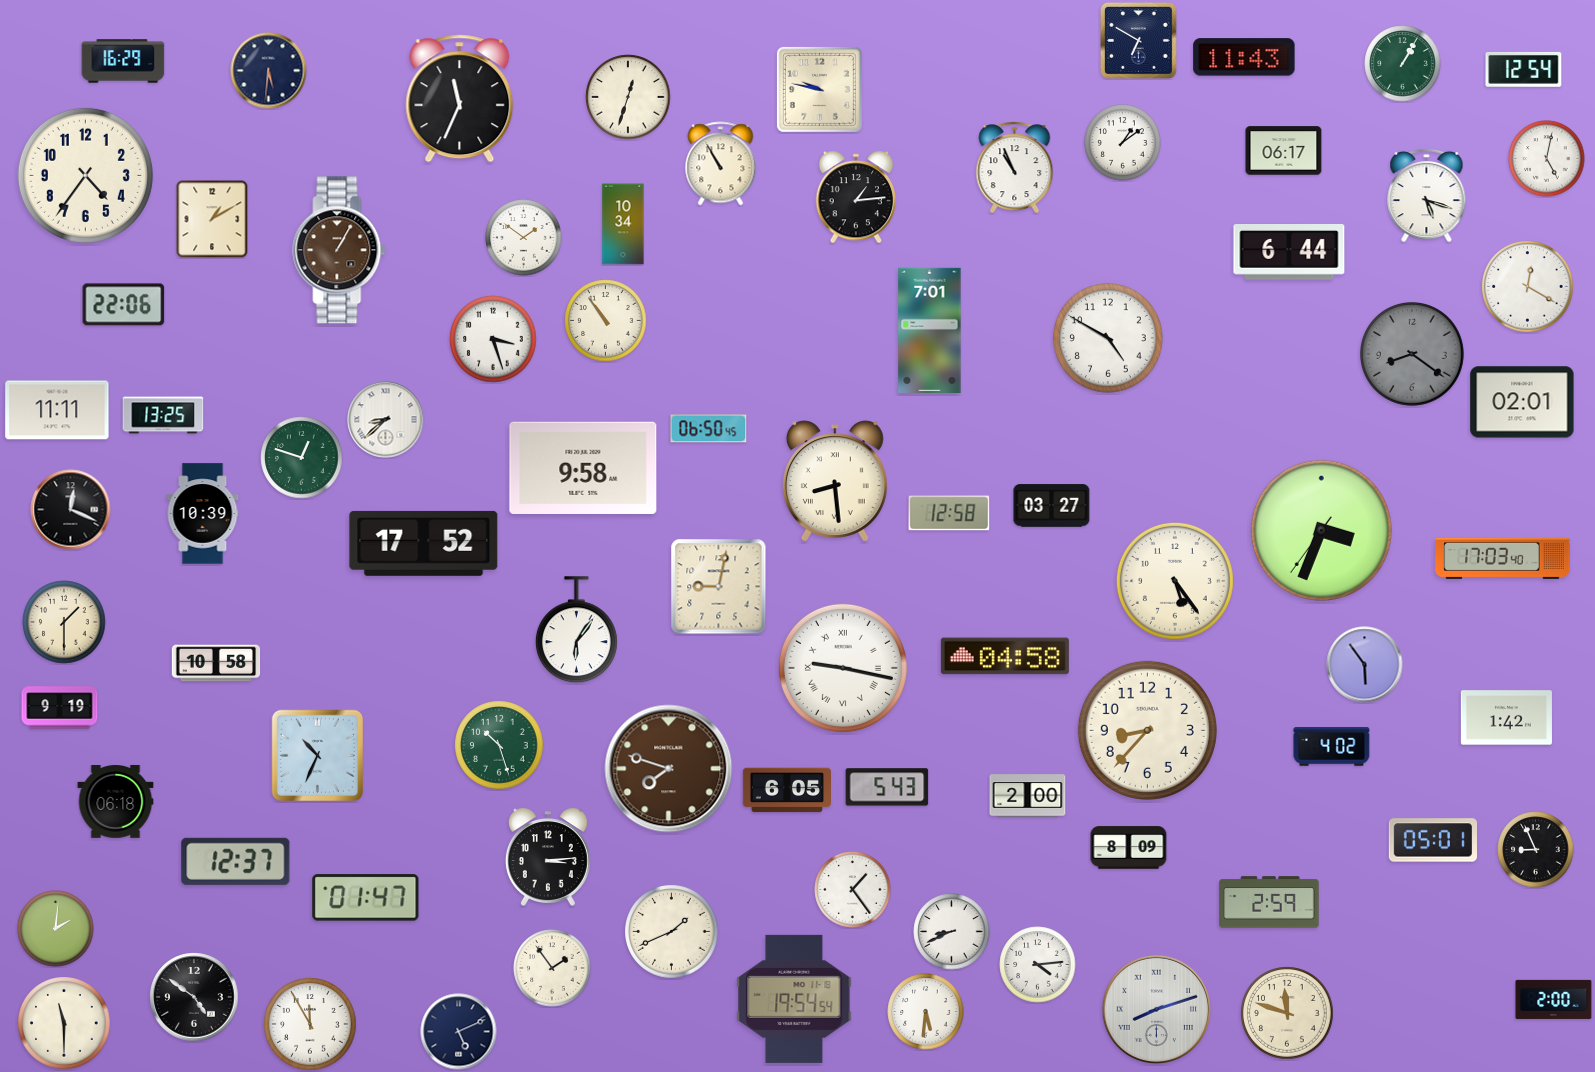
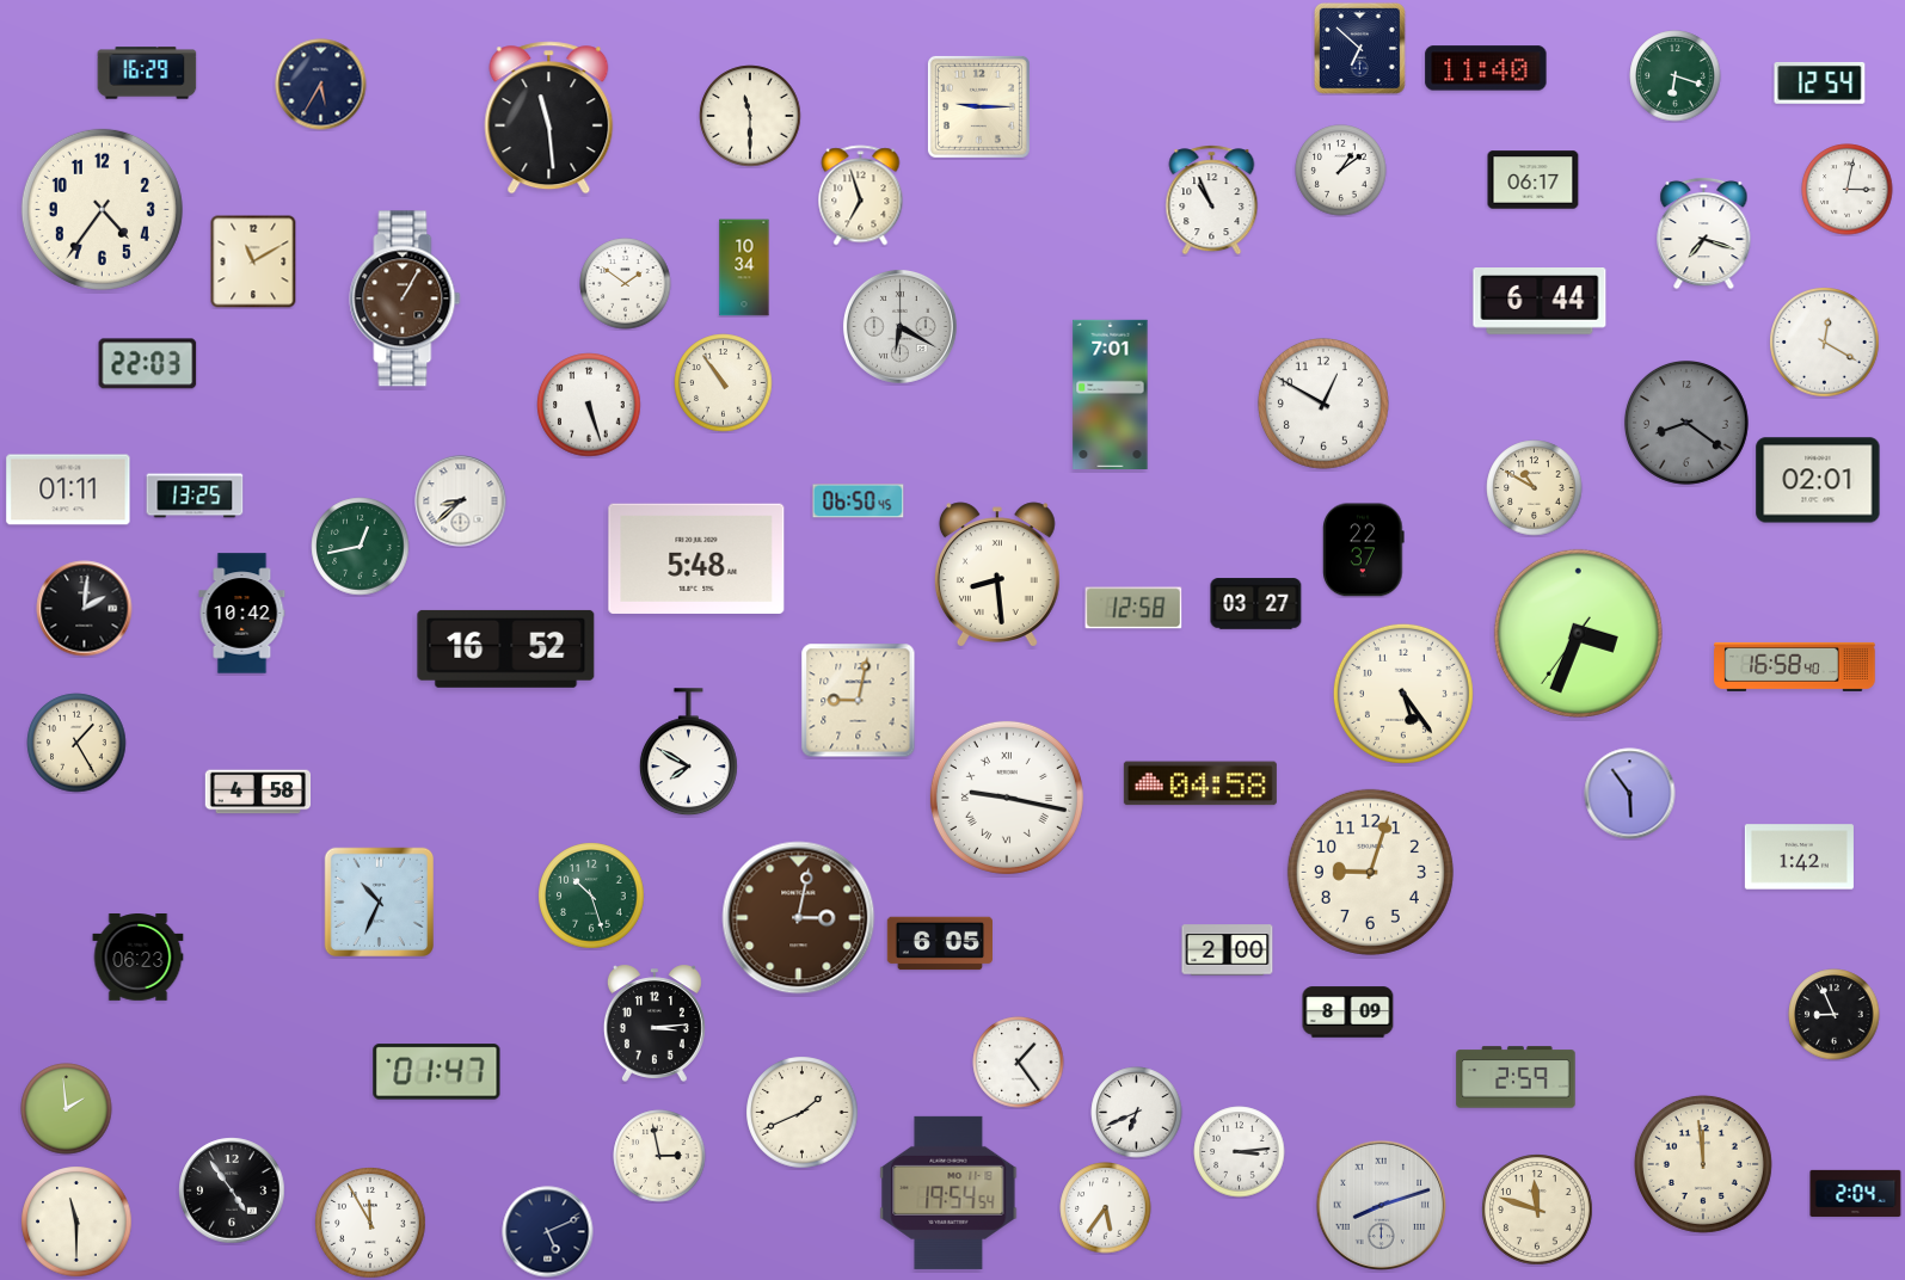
clock at (1139, 41): 6:50 -> 6:52
clock at (1244, 57): 11:43 -> 11:40
clock at (1403, 64): 1:05 -> 6:18
clock at (269, 71): 5:31 -> 5:35
clock at (819, 89): 9:47 -> 9:15
clock at (628, 97): 12:33 -> 11:30
clock at (460, 99): 11:34 -> 11:29
clock at (1547, 159): 5:02 -> 3:02
clock at (721, 164): 10:55 -> 6:57
clock at (1427, 195): 5:18 -> 7:18
clock at (856, 197): 1:14 -> none
clock at (212, 219): 1:10 -> 11:10
clock at (899, 326): none -> 6:20
clock at (124, 305): 22:06 -> 22:03
clock at (1108, 338): 4:50 -> 12:50
clock at (493, 339): 3:27 -> 5:27
clock at (1535, 488): none -> 10:50
clock at (57, 410): 11:11 -> 01:11
clock at (709, 429) position: (709, 429) -> (859, 501)
clock at (302, 458): 12:48 -> 12:43
clock at (1364, 550): none -> 22:37
clock at (583, 468): 9:58 -> 5:48
clock at (71, 510): 12:19 -> 2:01
clock at (949, 513) position: (949, 513) -> (1133, 608)
clock at (203, 514): 10:39 -> 10:42
clock at (424, 543): 17:52 -> 16:52
clock at (1503, 558): 17:03 -> 16:58
clock at (64, 622): 1:30 -> 1:25
clock at (576, 630): 6:06 -> 7:50
clock at (216, 663): 10:58 -> 4:58
clock at (60, 708): 9:19 -> none
clock at (1147, 730): 8:37 -> 9:03
clock at (499, 745) position: (499, 745) -> (591, 896)
clock at (1332, 747): 4:02 -> none
clock at (669, 769): 7:48 -> 3:02
clock at (887, 787): 5:43 -> none
clock at (116, 802): 06:18 -> 06:23
clock at (1432, 840): 05:01 -> none
clock at (236, 861): 12:37 -> none
clock at (56, 929): 2:01 -> 1:59
clock at (952, 932): 8:41 -> 6:41
clock at (1038, 965): 4:14 -> 3:14
clock at (552, 968): 1:54 -> 2:58
clock at (1703, 1164): none -> 11:59
clock at (194, 997): 4:51 -> 4:54
clock at (1554, 999): 2:00 -> 2:04
clock at (926, 1012): 5:31 -> 5:36
